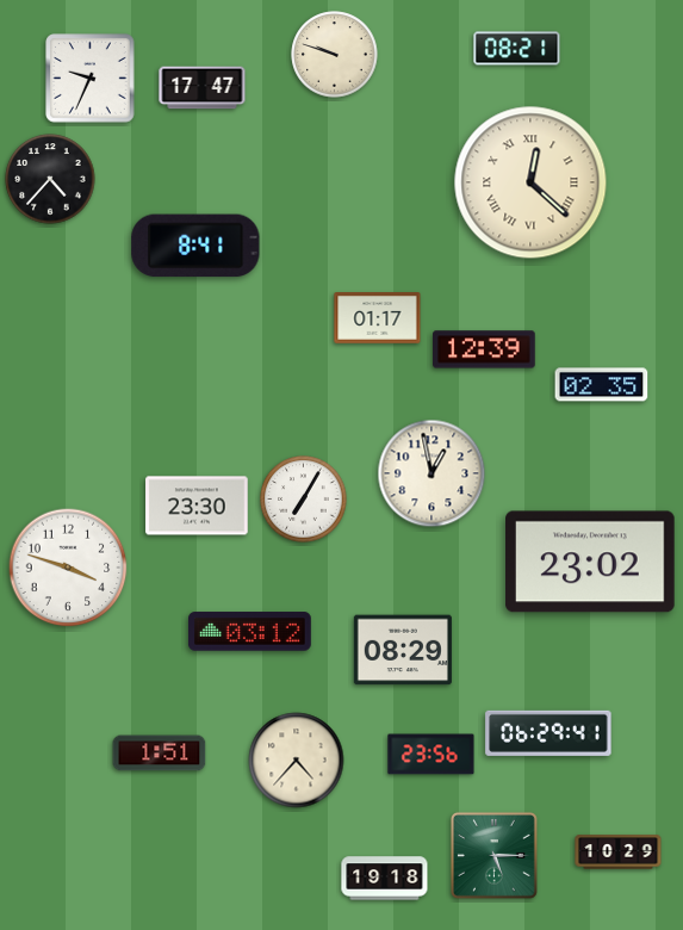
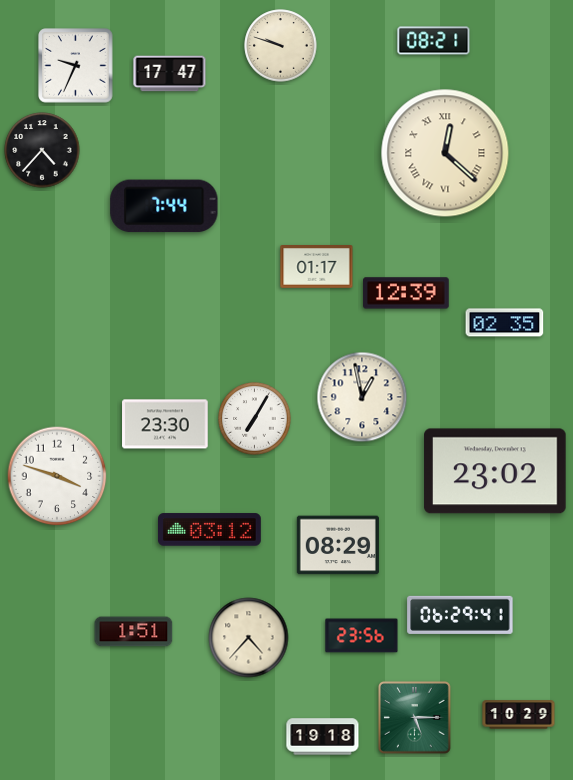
clock at (195, 246): 8:41 -> 7:44
clock at (431, 755) position: (431, 755) -> (362, 636)
